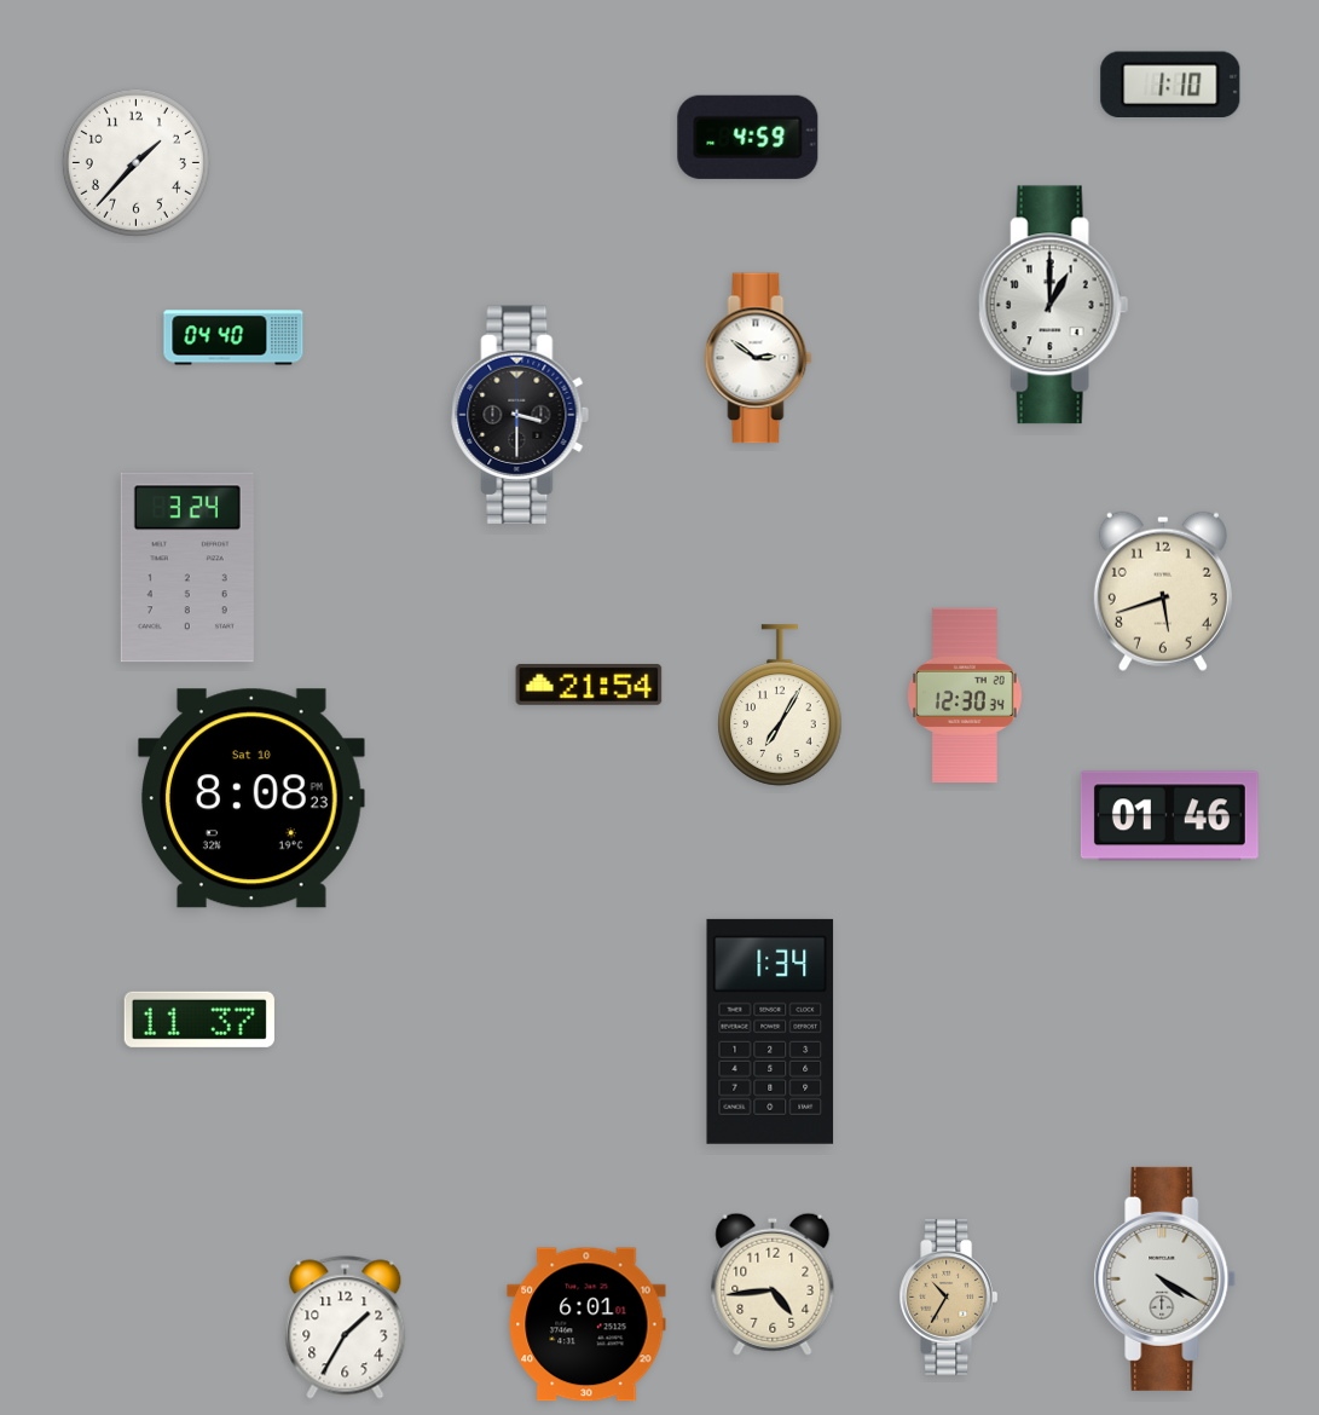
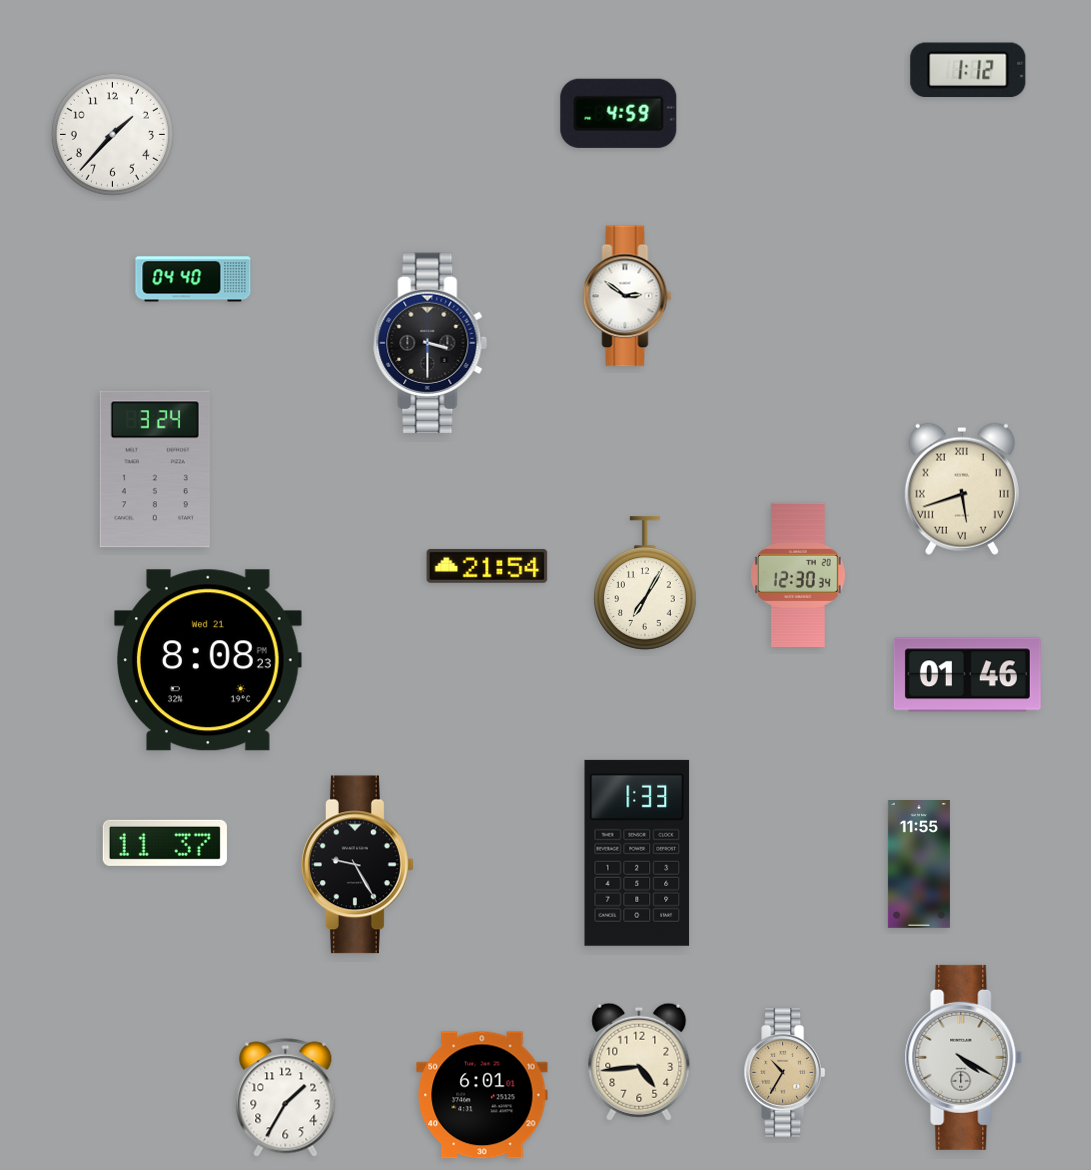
clock at (1170, 85): 1:10 -> 1:12
clock at (1053, 305): 1:00 -> none
clock at (1163, 591) numerals: Arabic -> Roman
clock at (251, 798) date: Sat 10 -> Wed 21
clock at (770, 1032): 1:34 -> 1:33
clock at (358, 865): none -> 9:25
clock at (919, 865): none -> 11:55
clock at (586, 1324) position: (586, 1324) -> (482, 1095)
